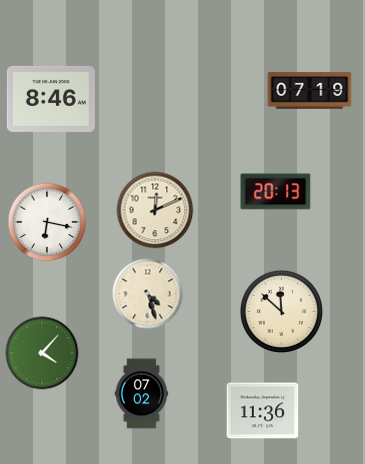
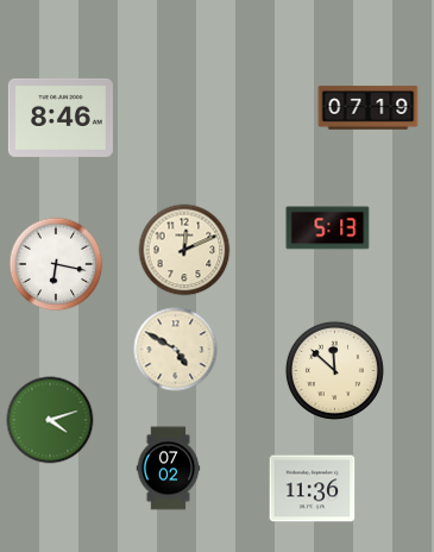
clock at (276, 192): 20:13 -> 5:13
clock at (148, 294): 4:27 -> 4:50
clock at (42, 353): 4:07 -> 4:12
